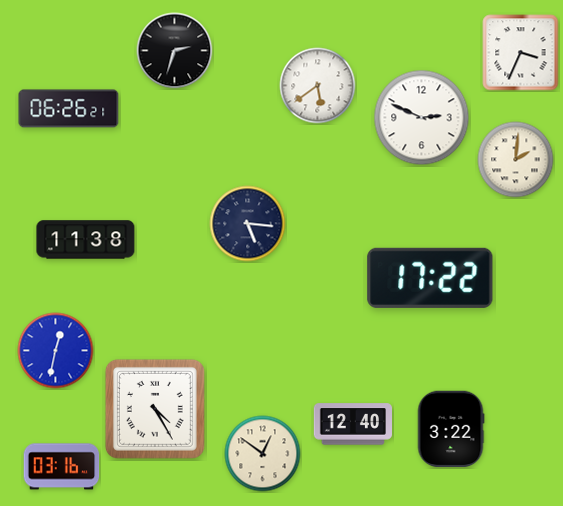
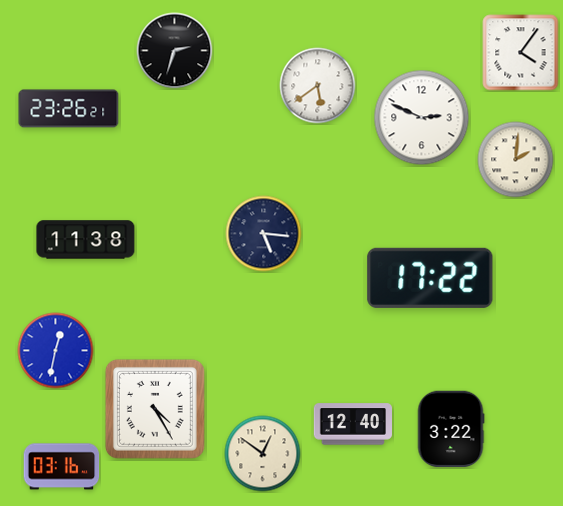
clock at (521, 53): 3:34 -> 4:06
clock at (69, 109): 06:26 -> 23:26
clock at (248, 224) position: (248, 224) -> (264, 234)
